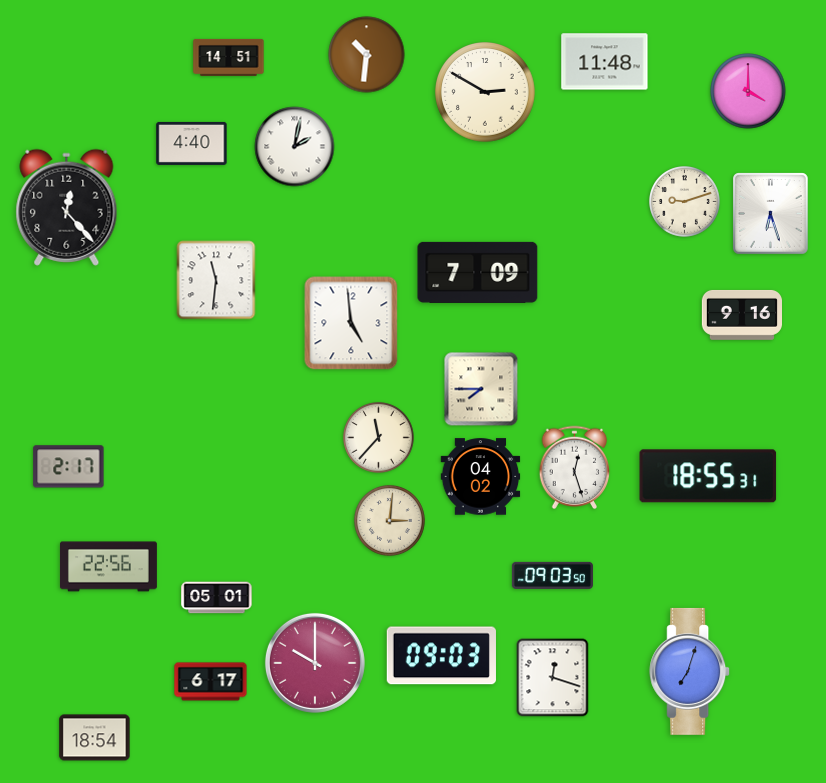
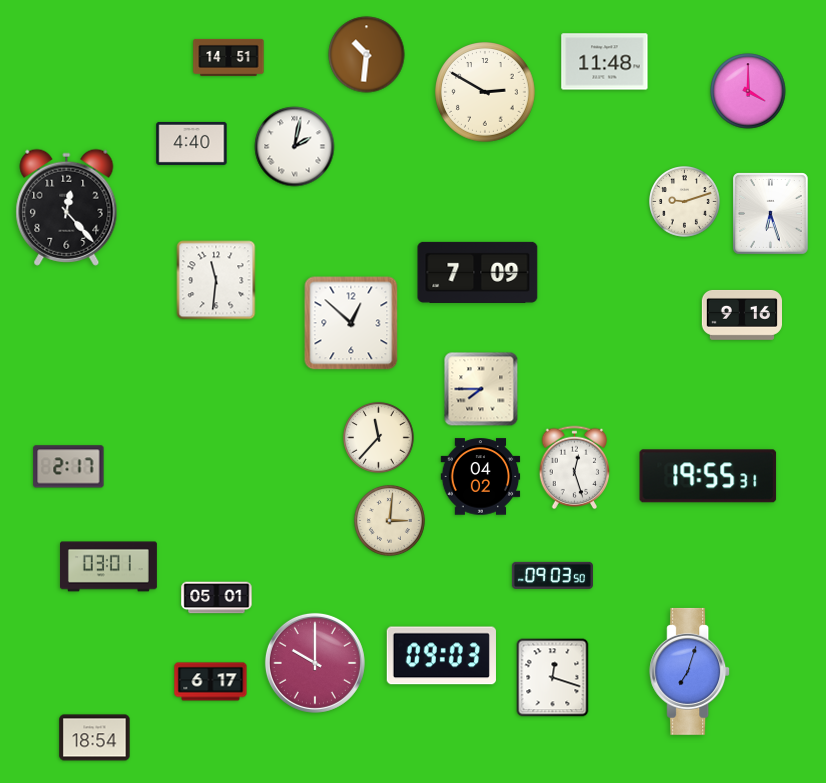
clock at (351, 323): 4:59 -> 12:52
clock at (708, 476): 18:55 -> 19:55
clock at (108, 567): 22:56 -> 03:01
